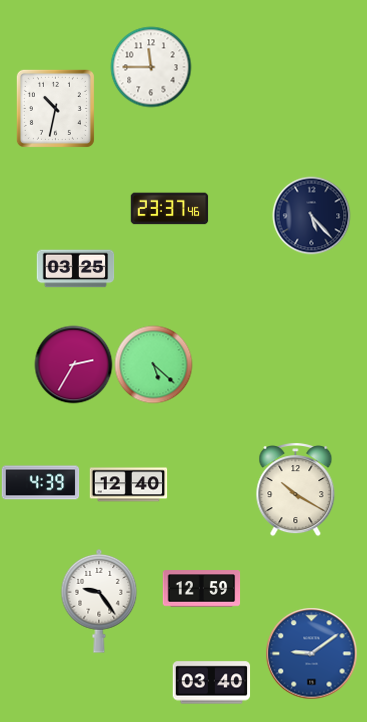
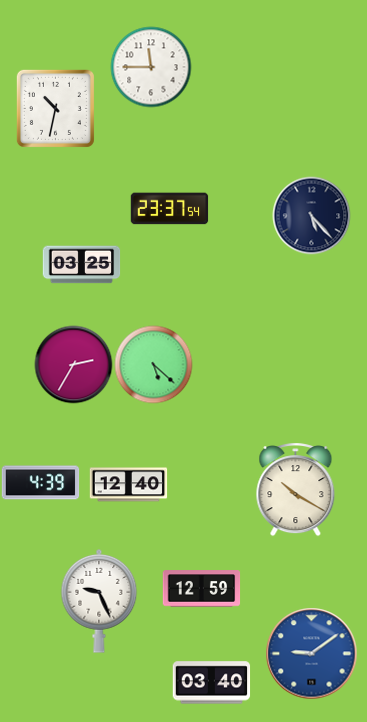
clock at (169, 209): 23:37:46 -> 23:37:54
clock at (75, 269) position: (75, 269) -> (81, 265)
clock at (99, 602): 9:24 -> 9:26
